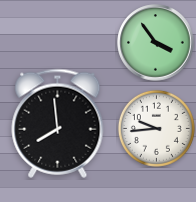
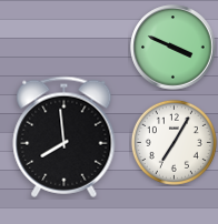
clock at (156, 43): 3:54 -> 3:49
clock at (156, 128): 9:44 -> 7:05
